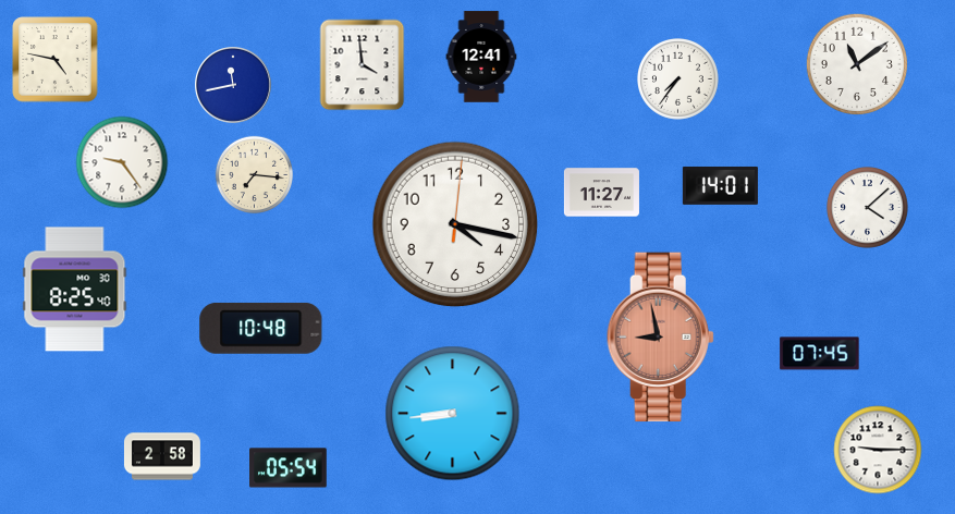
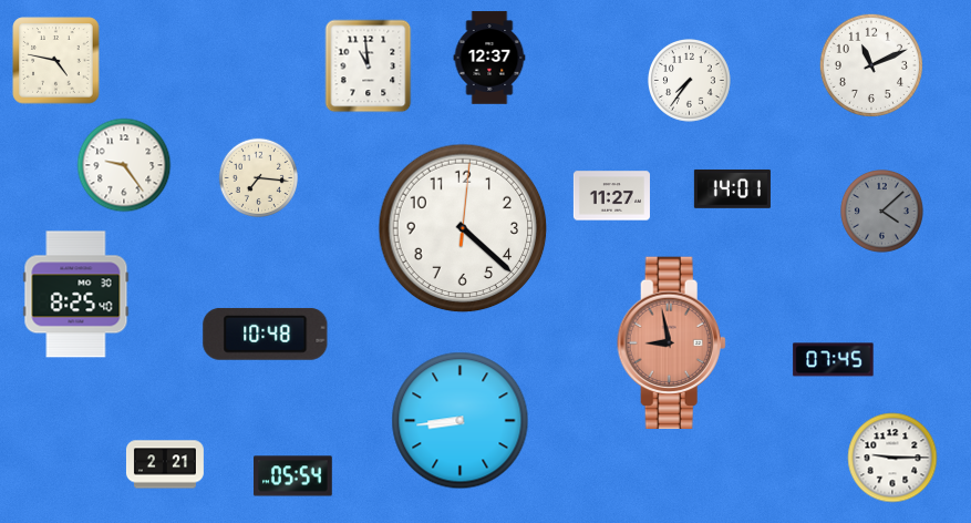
clock at (481, 57): 12:41 -> 12:37
clock at (857, 64): 11:09 -> 11:11
clock at (363, 65): 3:59 -> 10:59
clock at (234, 86): 11:43 -> none
clock at (868, 208) dial: white -> grey
clock at (455, 224): 4:17 -> 4:22
clock at (162, 456): 2:58 -> 2:21
